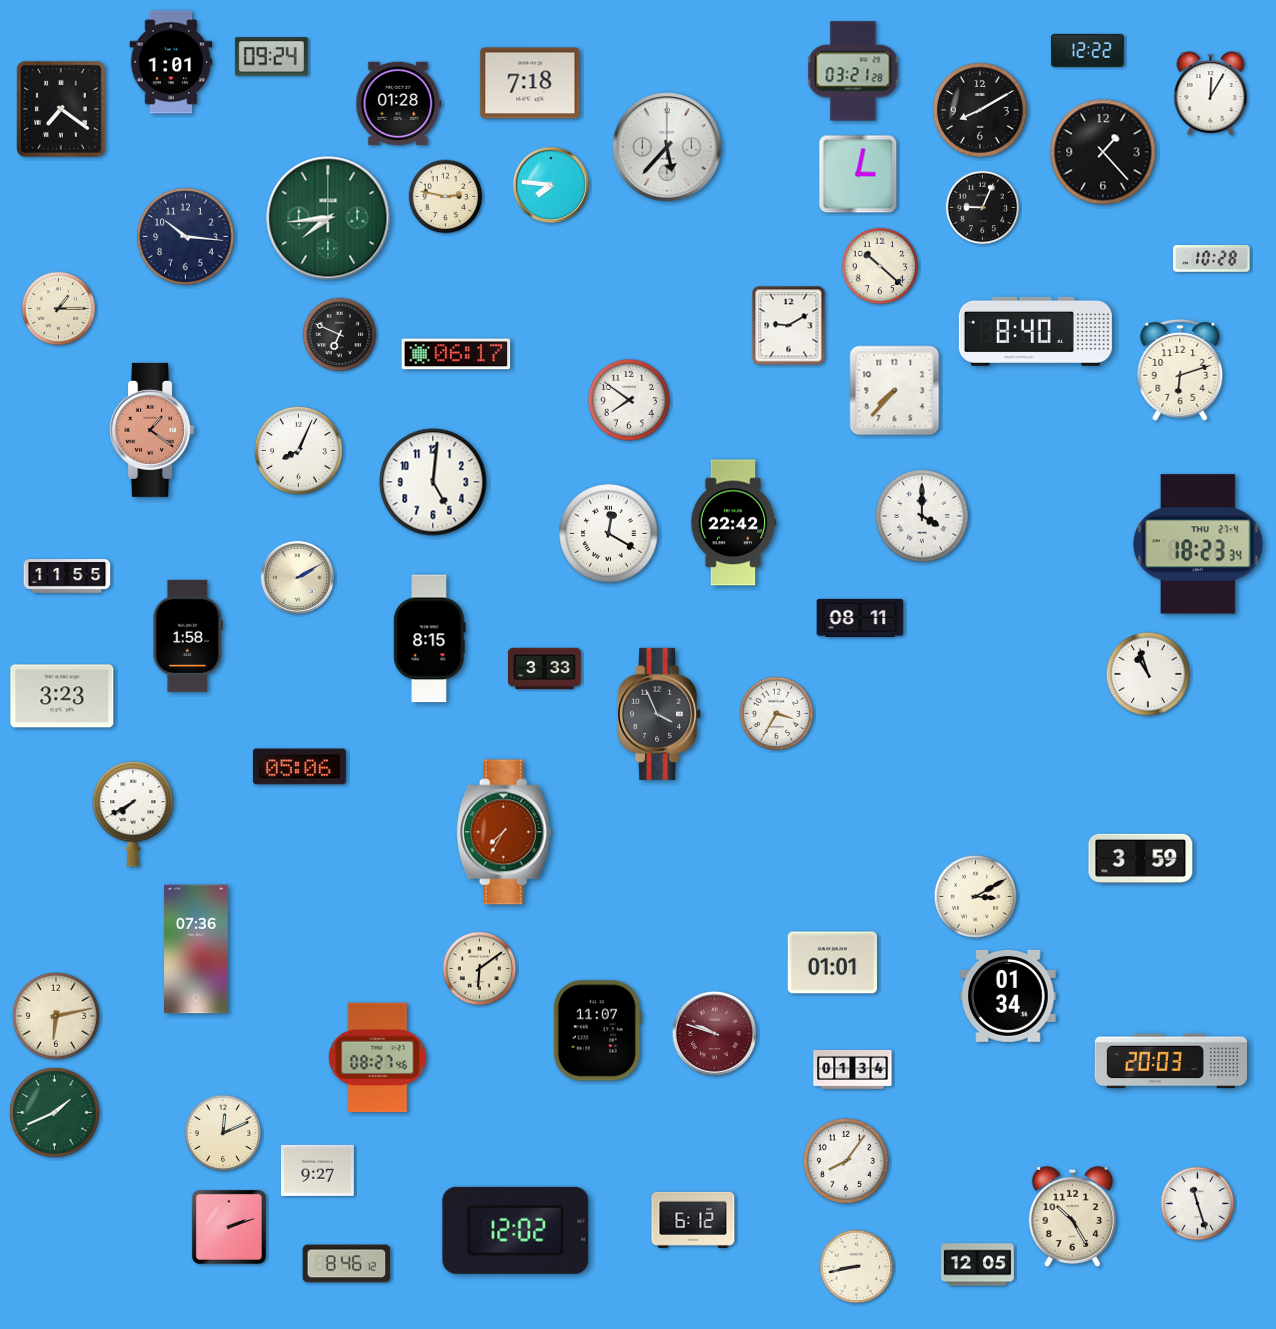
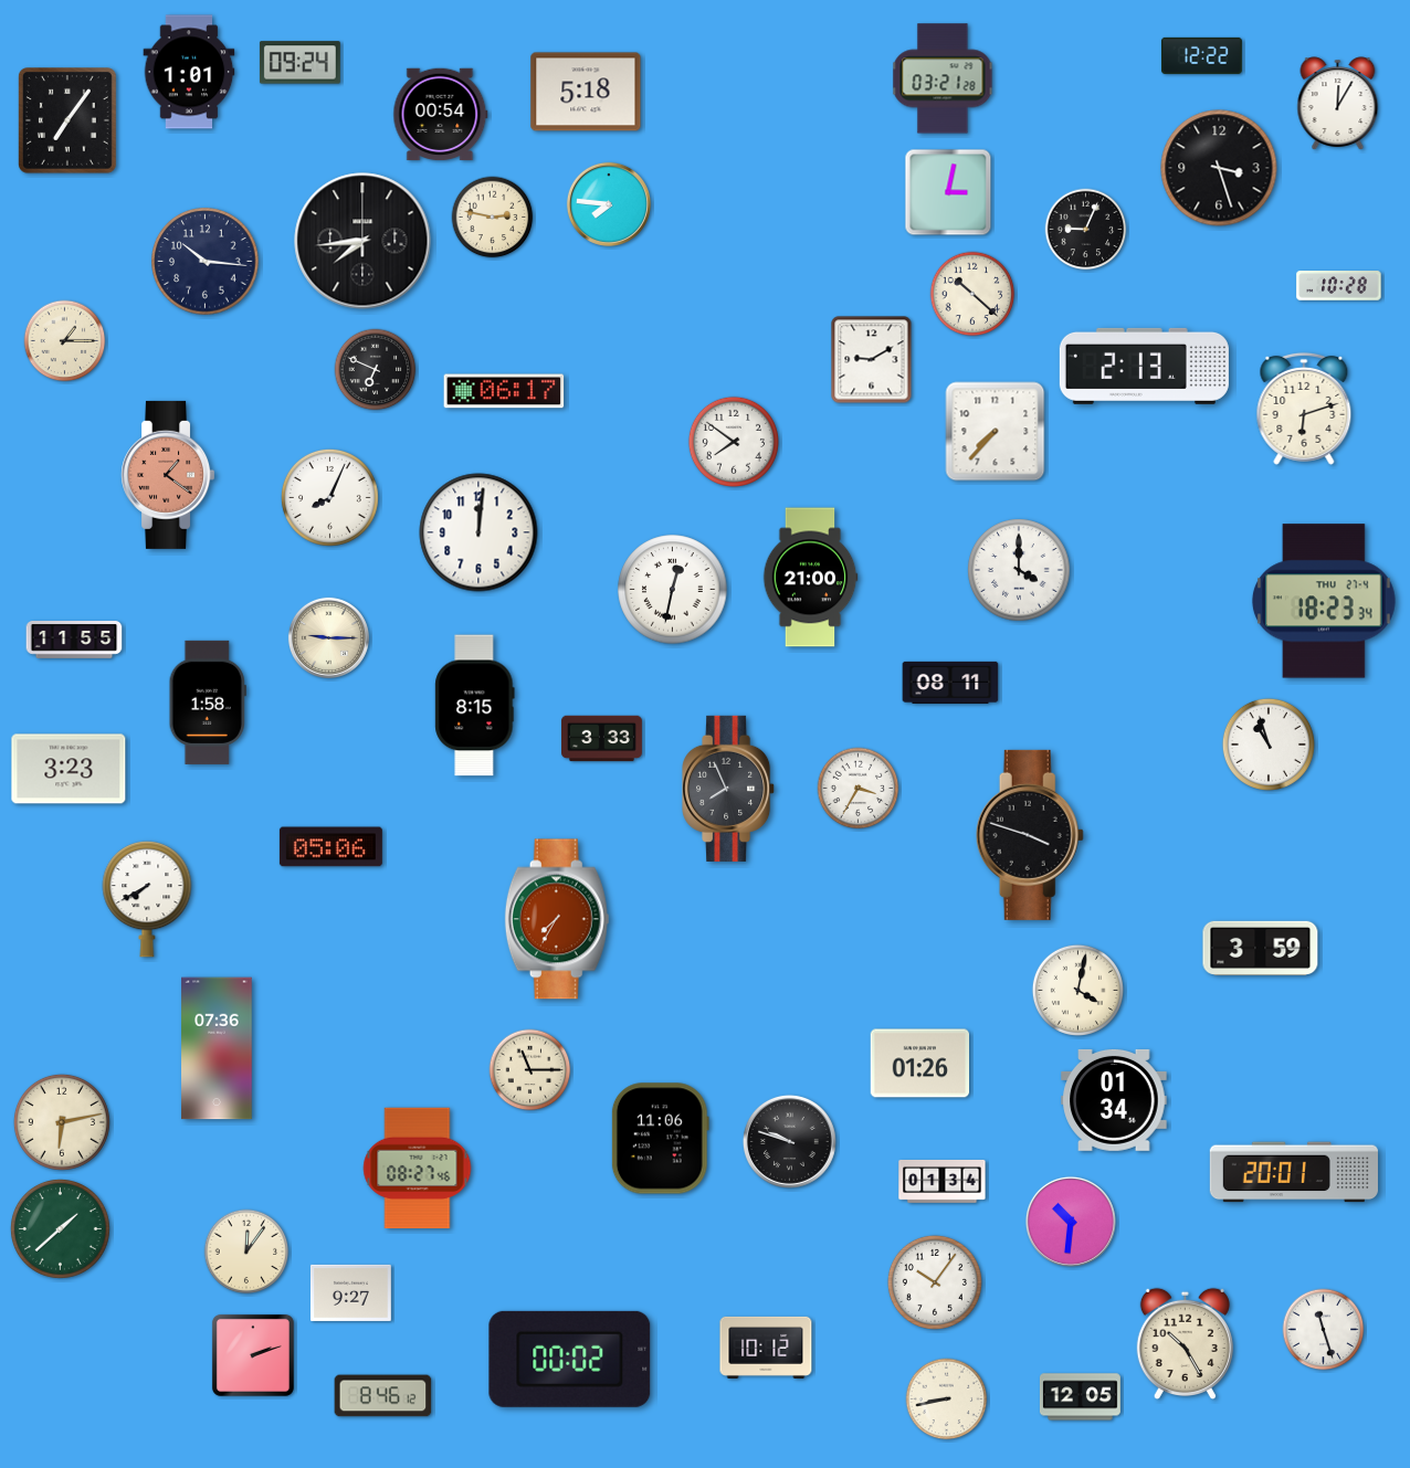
clock at (171, 62) position: (171, 62) -> (189, 72)
clock at (530, 83): 7:18 -> 5:18
clock at (399, 104): 01:28 -> 00:54
clock at (61, 110): 7:21 -> 7:06
clock at (980, 110): 8:10 -> none
clock at (667, 147): 5:37 -> none
clock at (1103, 152): 1:23 -> 3:27
clock at (328, 218) dial: green -> black
clock at (1035, 331): 8:40 -> 2:13
clock at (895, 391) position: (895, 391) -> (996, 432)
clock at (629, 400) position: (629, 400) -> (734, 442)
clock at (433, 482): 5:01 -> 12:01
clock at (733, 523): 22:42 -> 21:00
clock at (609, 534): 12:20 -> 12:32
clock at (67, 576) position: (67, 576) -> (74, 640)
clock at (297, 577): 2:10 -> 9:15
clock at (660, 714): 3:56 -> 7:56
clock at (1030, 835): none -> 3:48
clock at (975, 896): 3:10 -> 4:02
clock at (833, 963): 01:01 -> 01:26
clock at (480, 969): 6:09 -> 11:15
clock at (597, 1031): 11:07 -> 11:06
clock at (714, 1033) dial: burgundy -> black
clock at (1171, 1061): 20:03 -> 20:01
clock at (1071, 1222): none -> 10:31
clock at (54, 1112): 1:41 -> 1:38
clock at (223, 1133): 12:11 -> 12:06
clock at (846, 1161): 8:06 -> 10:06
clock at (693, 1220): 6:12 -> 10:12
clock at (516, 1230): 12:02 -> 00:02
